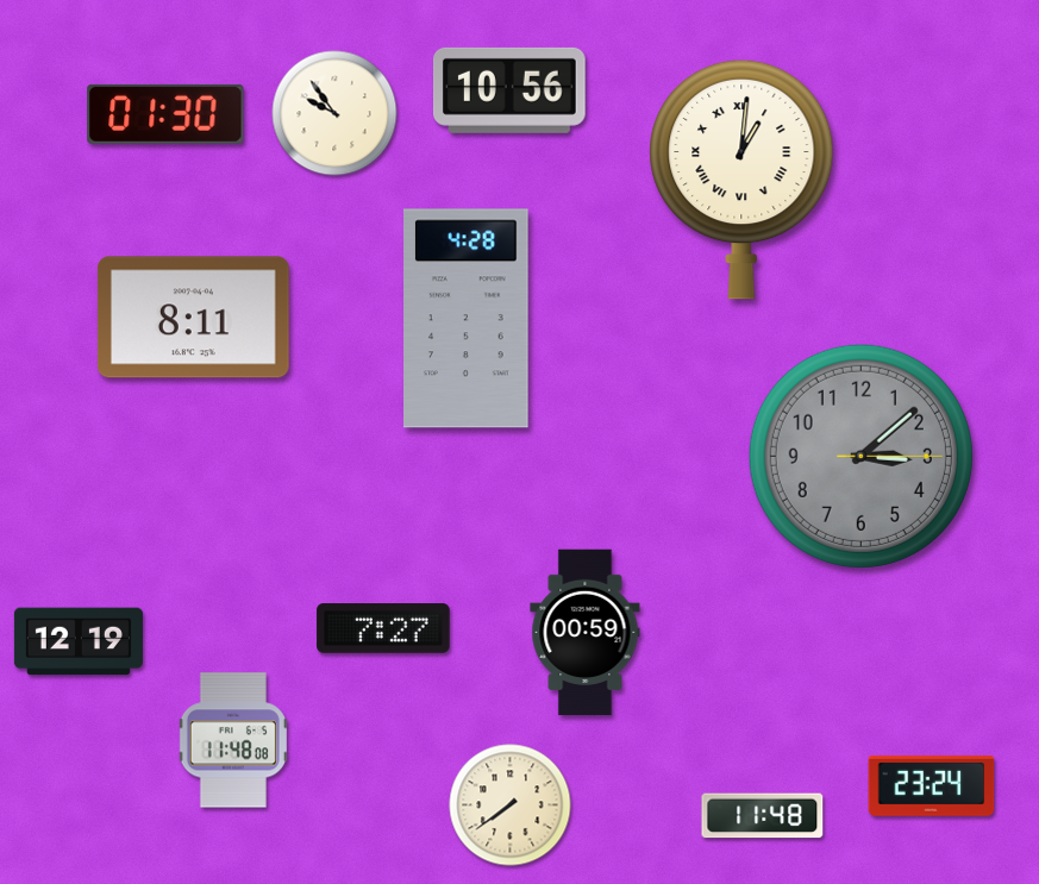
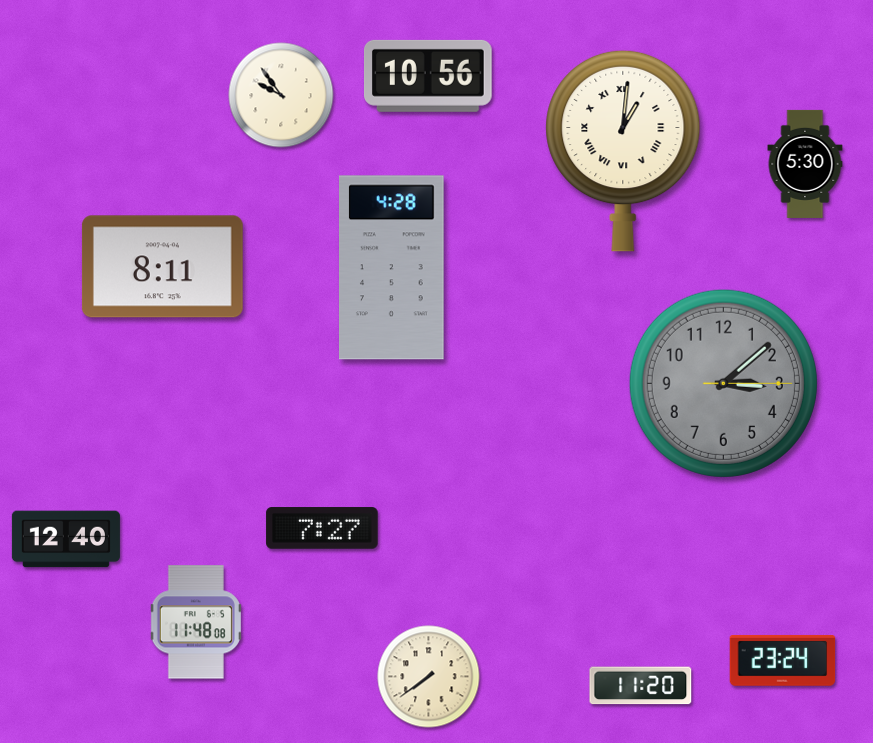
clock at (165, 114): 01:30 -> none
clock at (805, 164): none -> 5:30
clock at (586, 633): 00:59 -> none
clock at (79, 641): 12:19 -> 12:40
clock at (763, 816): 11:48 -> 11:20
